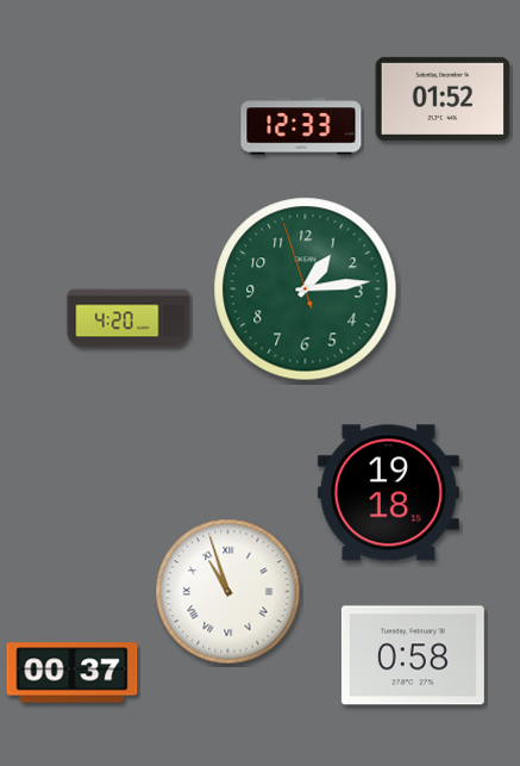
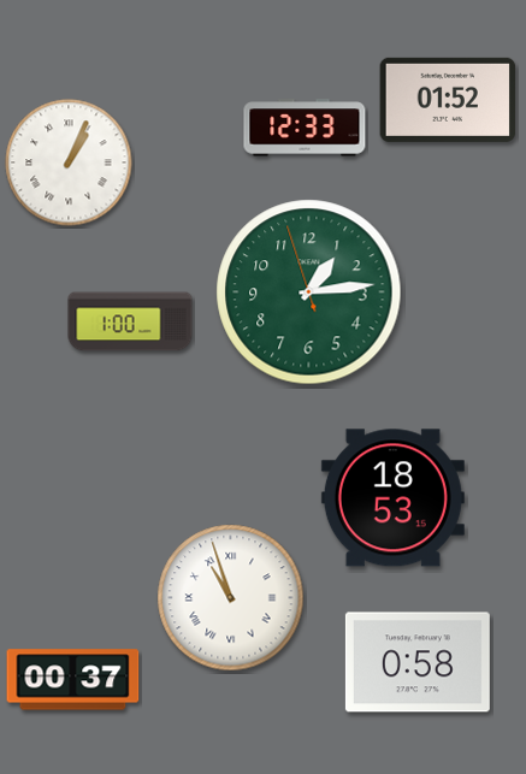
clock at (69, 163): none -> 1:04
clock at (129, 318): 4:20 -> 1:00
clock at (388, 493): 19:18 -> 18:53
